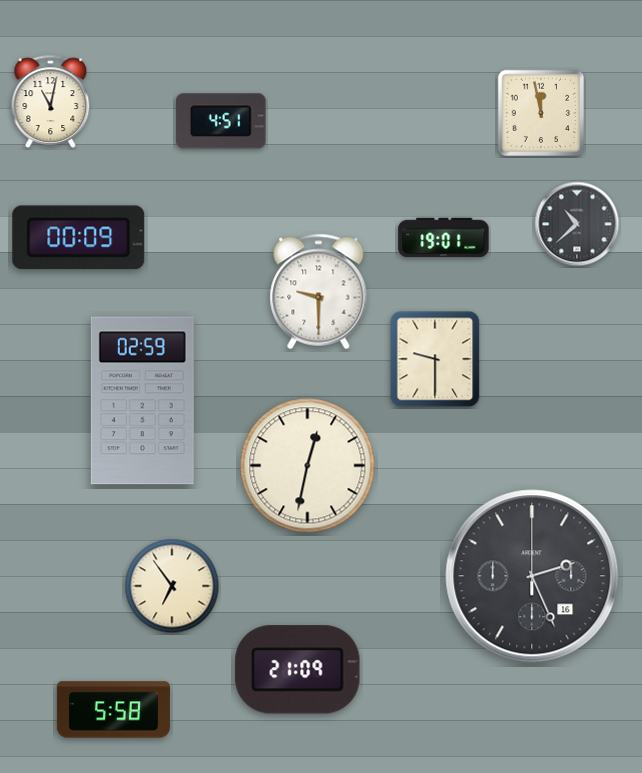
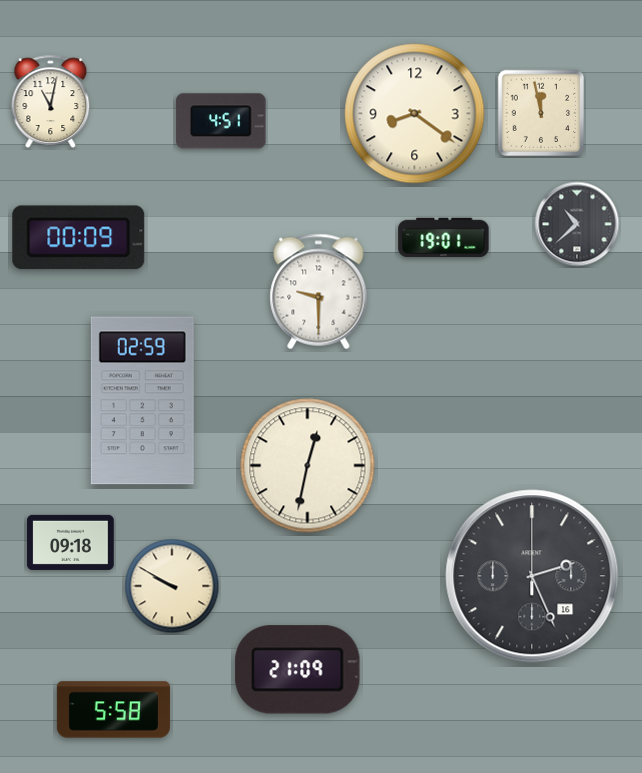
clock at (415, 114): none -> 8:21
clock at (435, 359): 9:30 -> none
clock at (71, 542): none -> 09:18
clock at (172, 586): 6:54 -> 9:50
